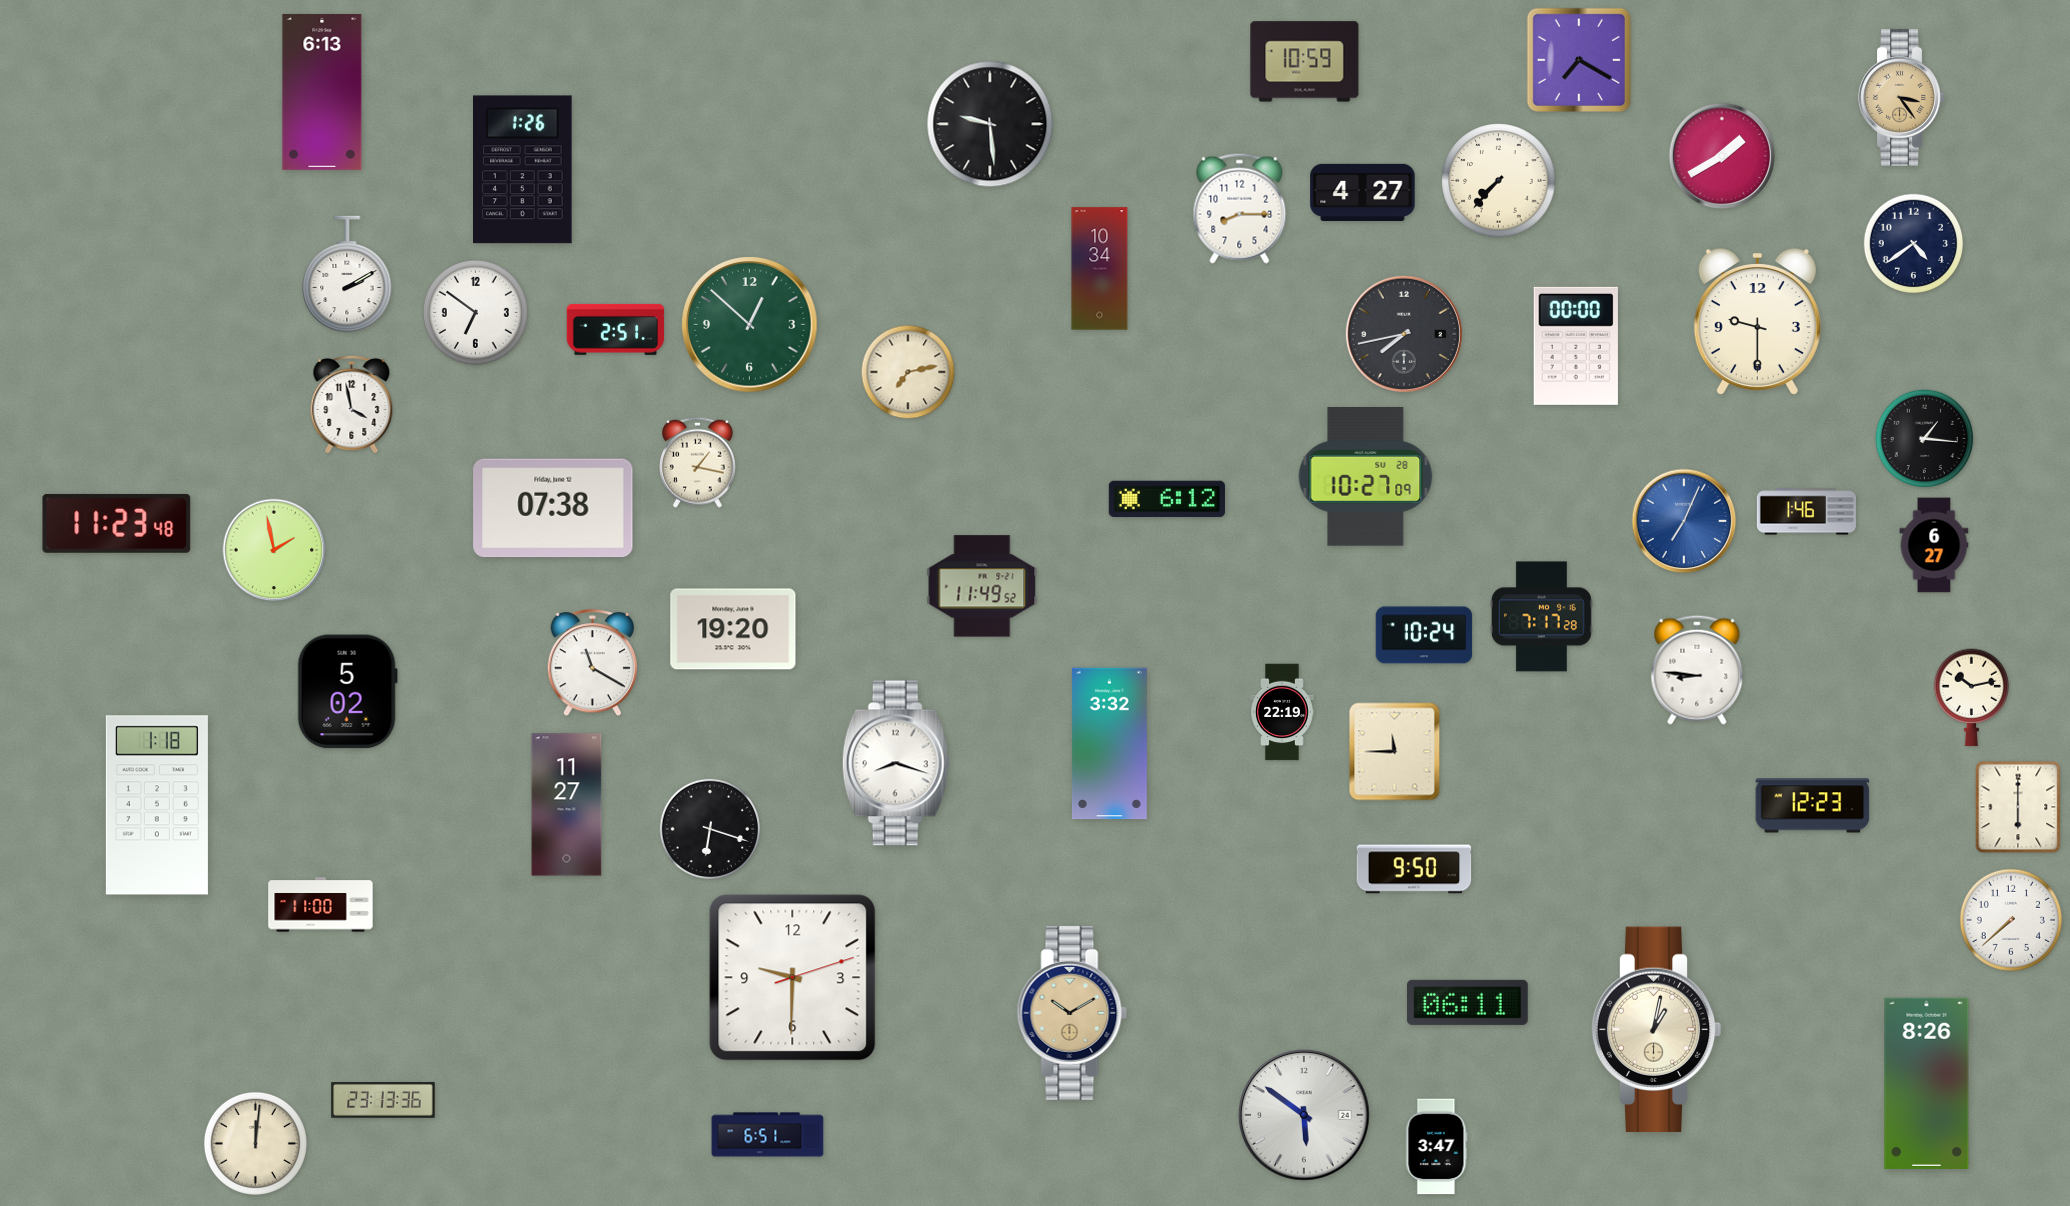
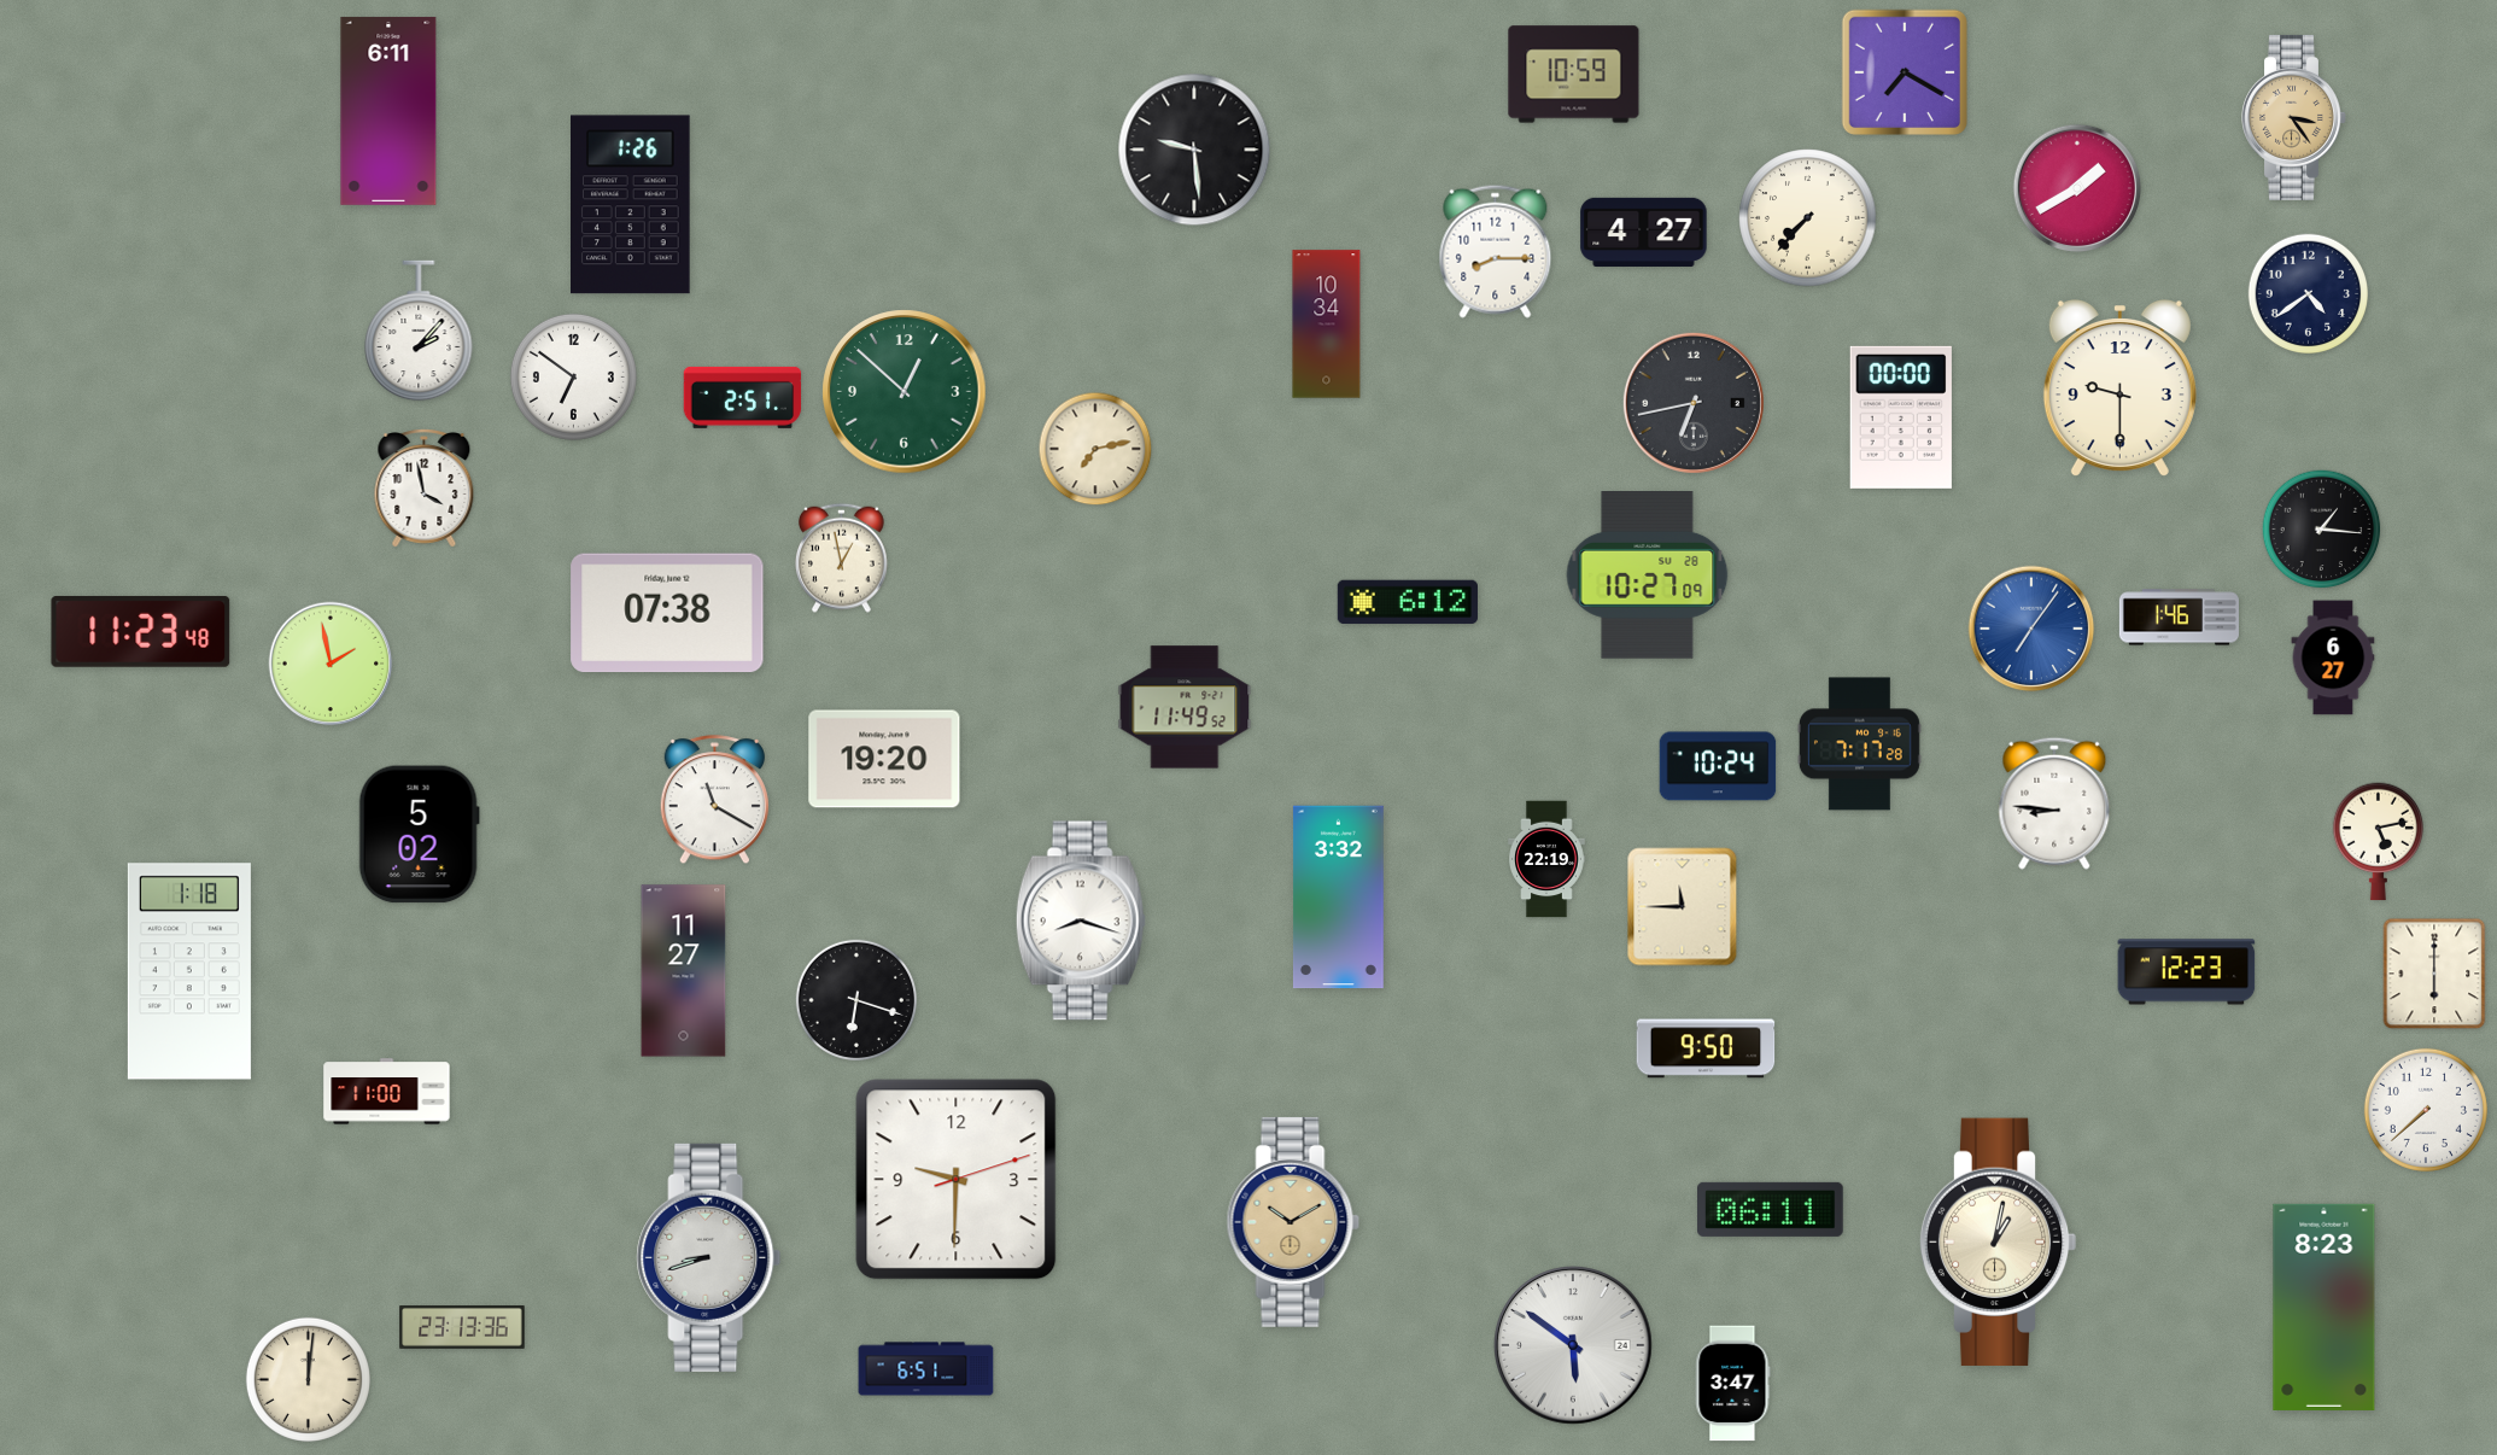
clock at (322, 92): 6:13 -> 6:11
clock at (347, 274): 2:10 -> 2:07
clock at (1404, 334): 7:43 -> 6:43
clock at (698, 462): 1:17 -> 12:58
clock at (1684, 521): 7:04 -> 7:06
clock at (1697, 670) position: (1697, 670) -> (2054, 804)
clock at (1972, 698): 10:13 -> 5:13
clock at (709, 1257): none -> 8:42
clock at (1927, 1083): 8:26 -> 8:23
